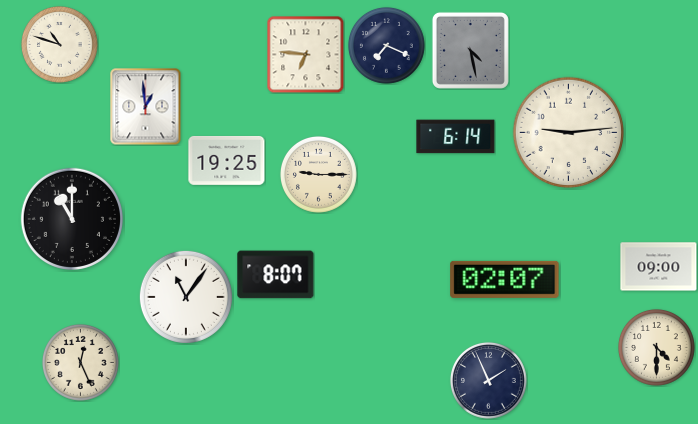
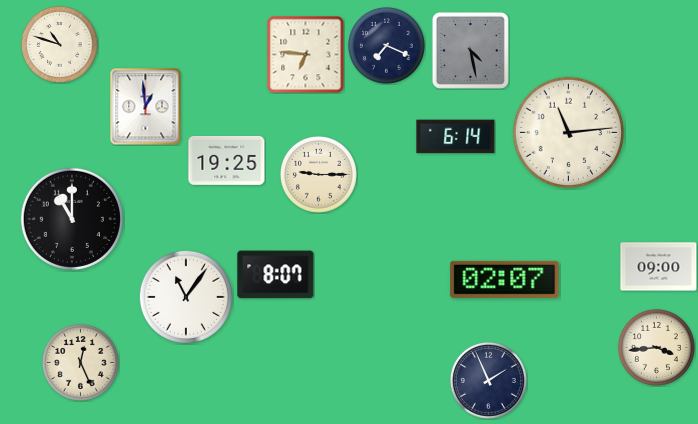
clock at (569, 133): 9:14 -> 11:14
clock at (656, 347): 4:30 -> 3:44
